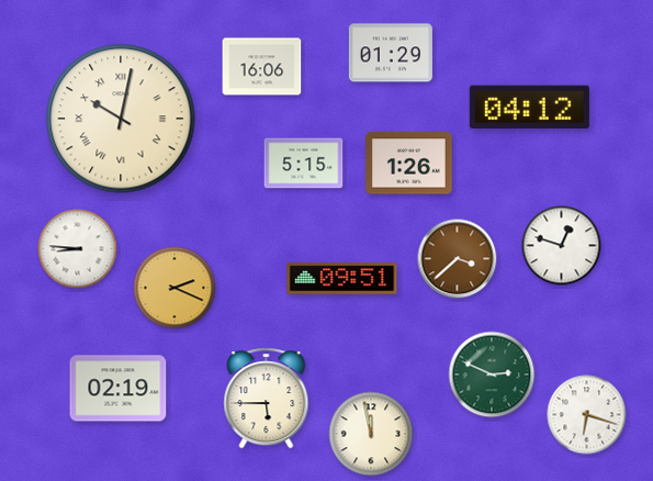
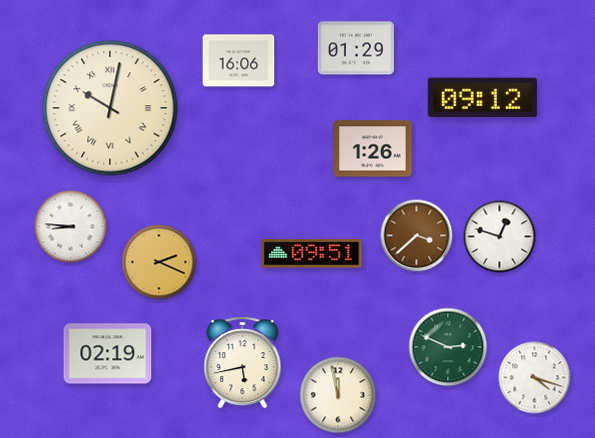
clock at (529, 108): 04:12 -> 09:12
clock at (304, 164): 5:15 -> none
clock at (562, 246) position: (562, 246) -> (500, 237)
clock at (492, 374) position: (492, 374) -> (448, 347)
clock at (267, 399): 5:45 -> 5:43
clock at (587, 415): 6:18 -> 4:18
